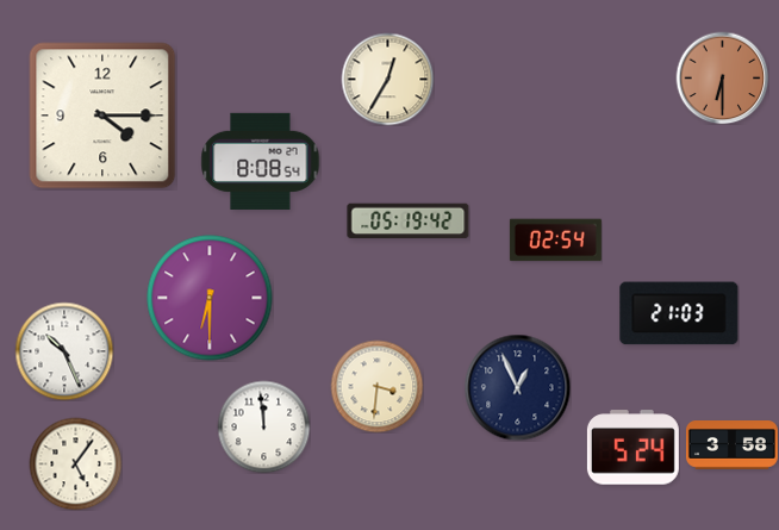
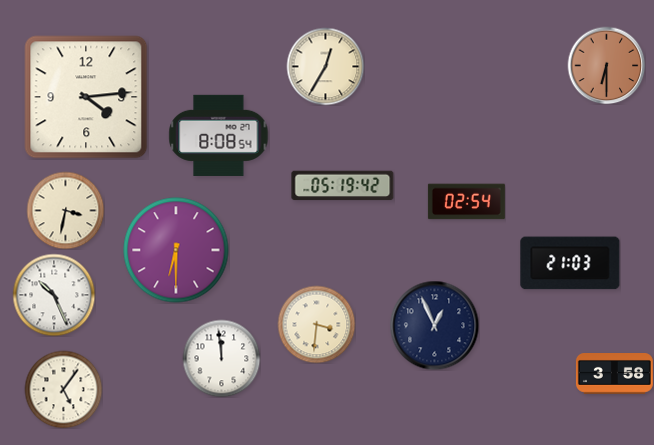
clock at (102, 116): 4:15 -> 4:14
clock at (65, 210): none -> 3:32
clock at (632, 448): 5:24 -> none
